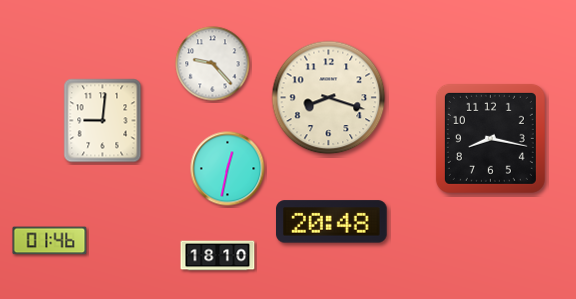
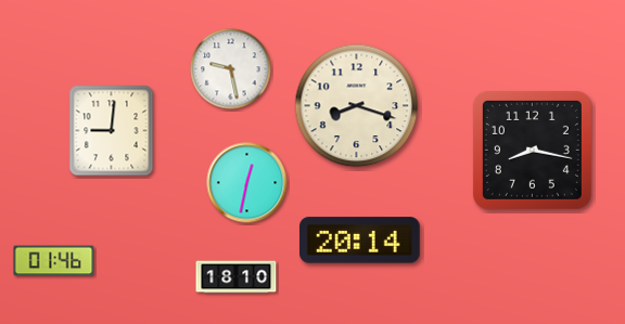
clock at (213, 64): 9:23 -> 9:28
clock at (332, 222): 20:48 -> 20:14
